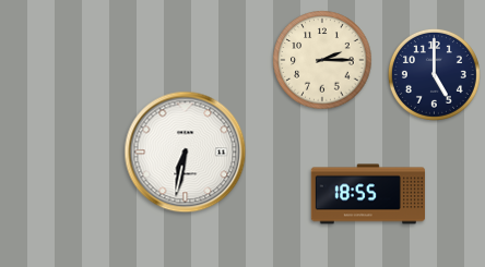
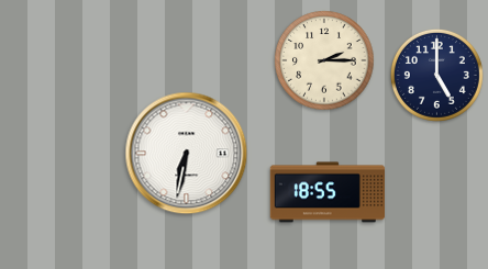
clock at (367, 194) position: (367, 194) -> (326, 192)
